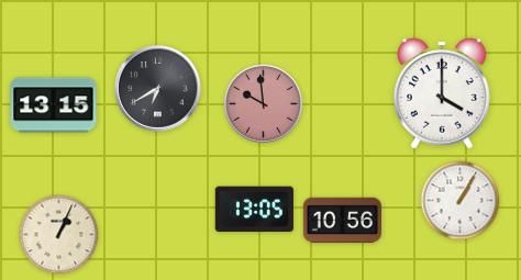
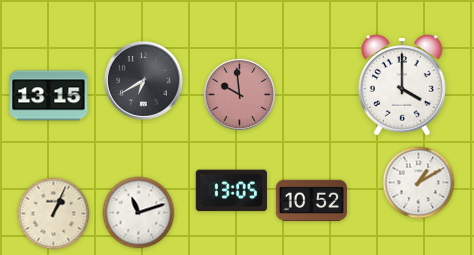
clock at (461, 201): 1:05 -> 1:10
clock at (342, 221): 10:56 -> 10:52
clock at (139, 213): none -> 11:12
